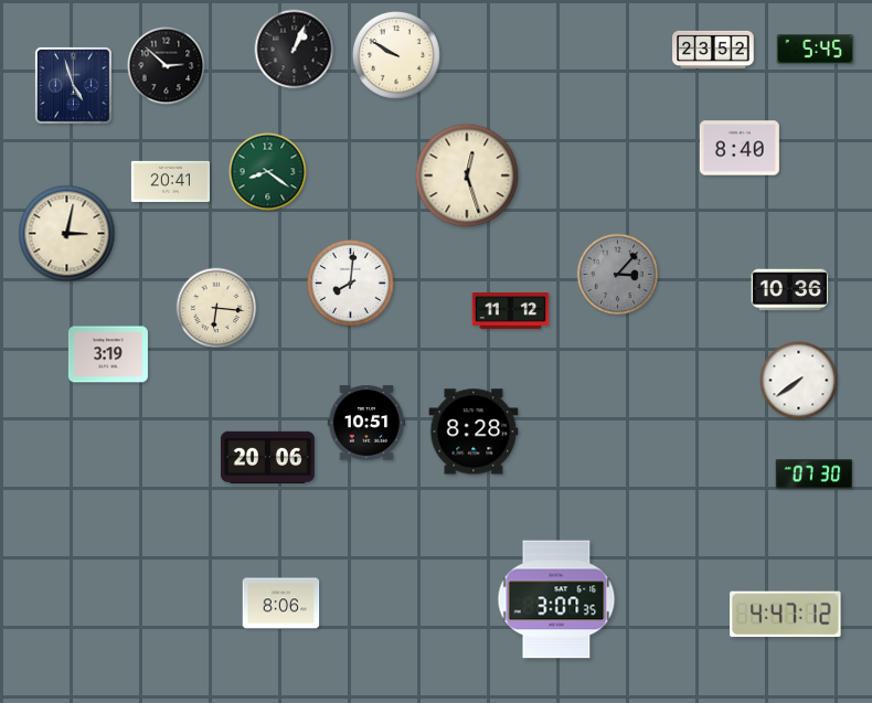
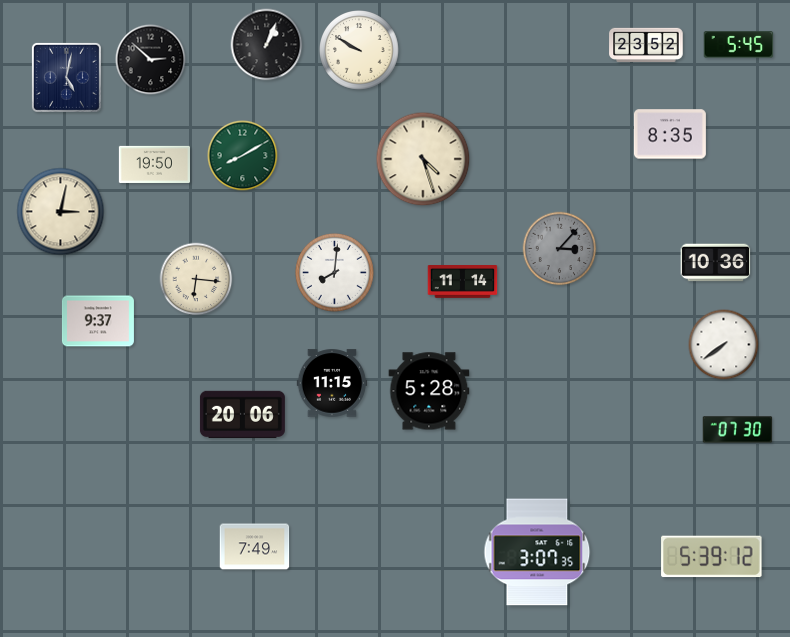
clock at (73, 85): 4:57 -> 5:02
clock at (740, 148): 8:40 -> 8:35
clock at (268, 172): 8:21 -> 8:10
clock at (467, 175): 12:27 -> 4:27
clock at (170, 181): 20:41 -> 19:50
clock at (350, 283) position: (350, 283) -> (334, 272)
clock at (511, 311): 11:12 -> 11:14
clock at (108, 354): 3:19 -> 9:37
clock at (366, 423): 10:51 -> 11:15
clock at (474, 432): 8:28 -> 5:28
clock at (556, 599) position: (556, 599) -> (537, 552)
clock at (281, 604): 8:06 -> 7:49
clock at (786, 615): 4:47 -> 5:39
